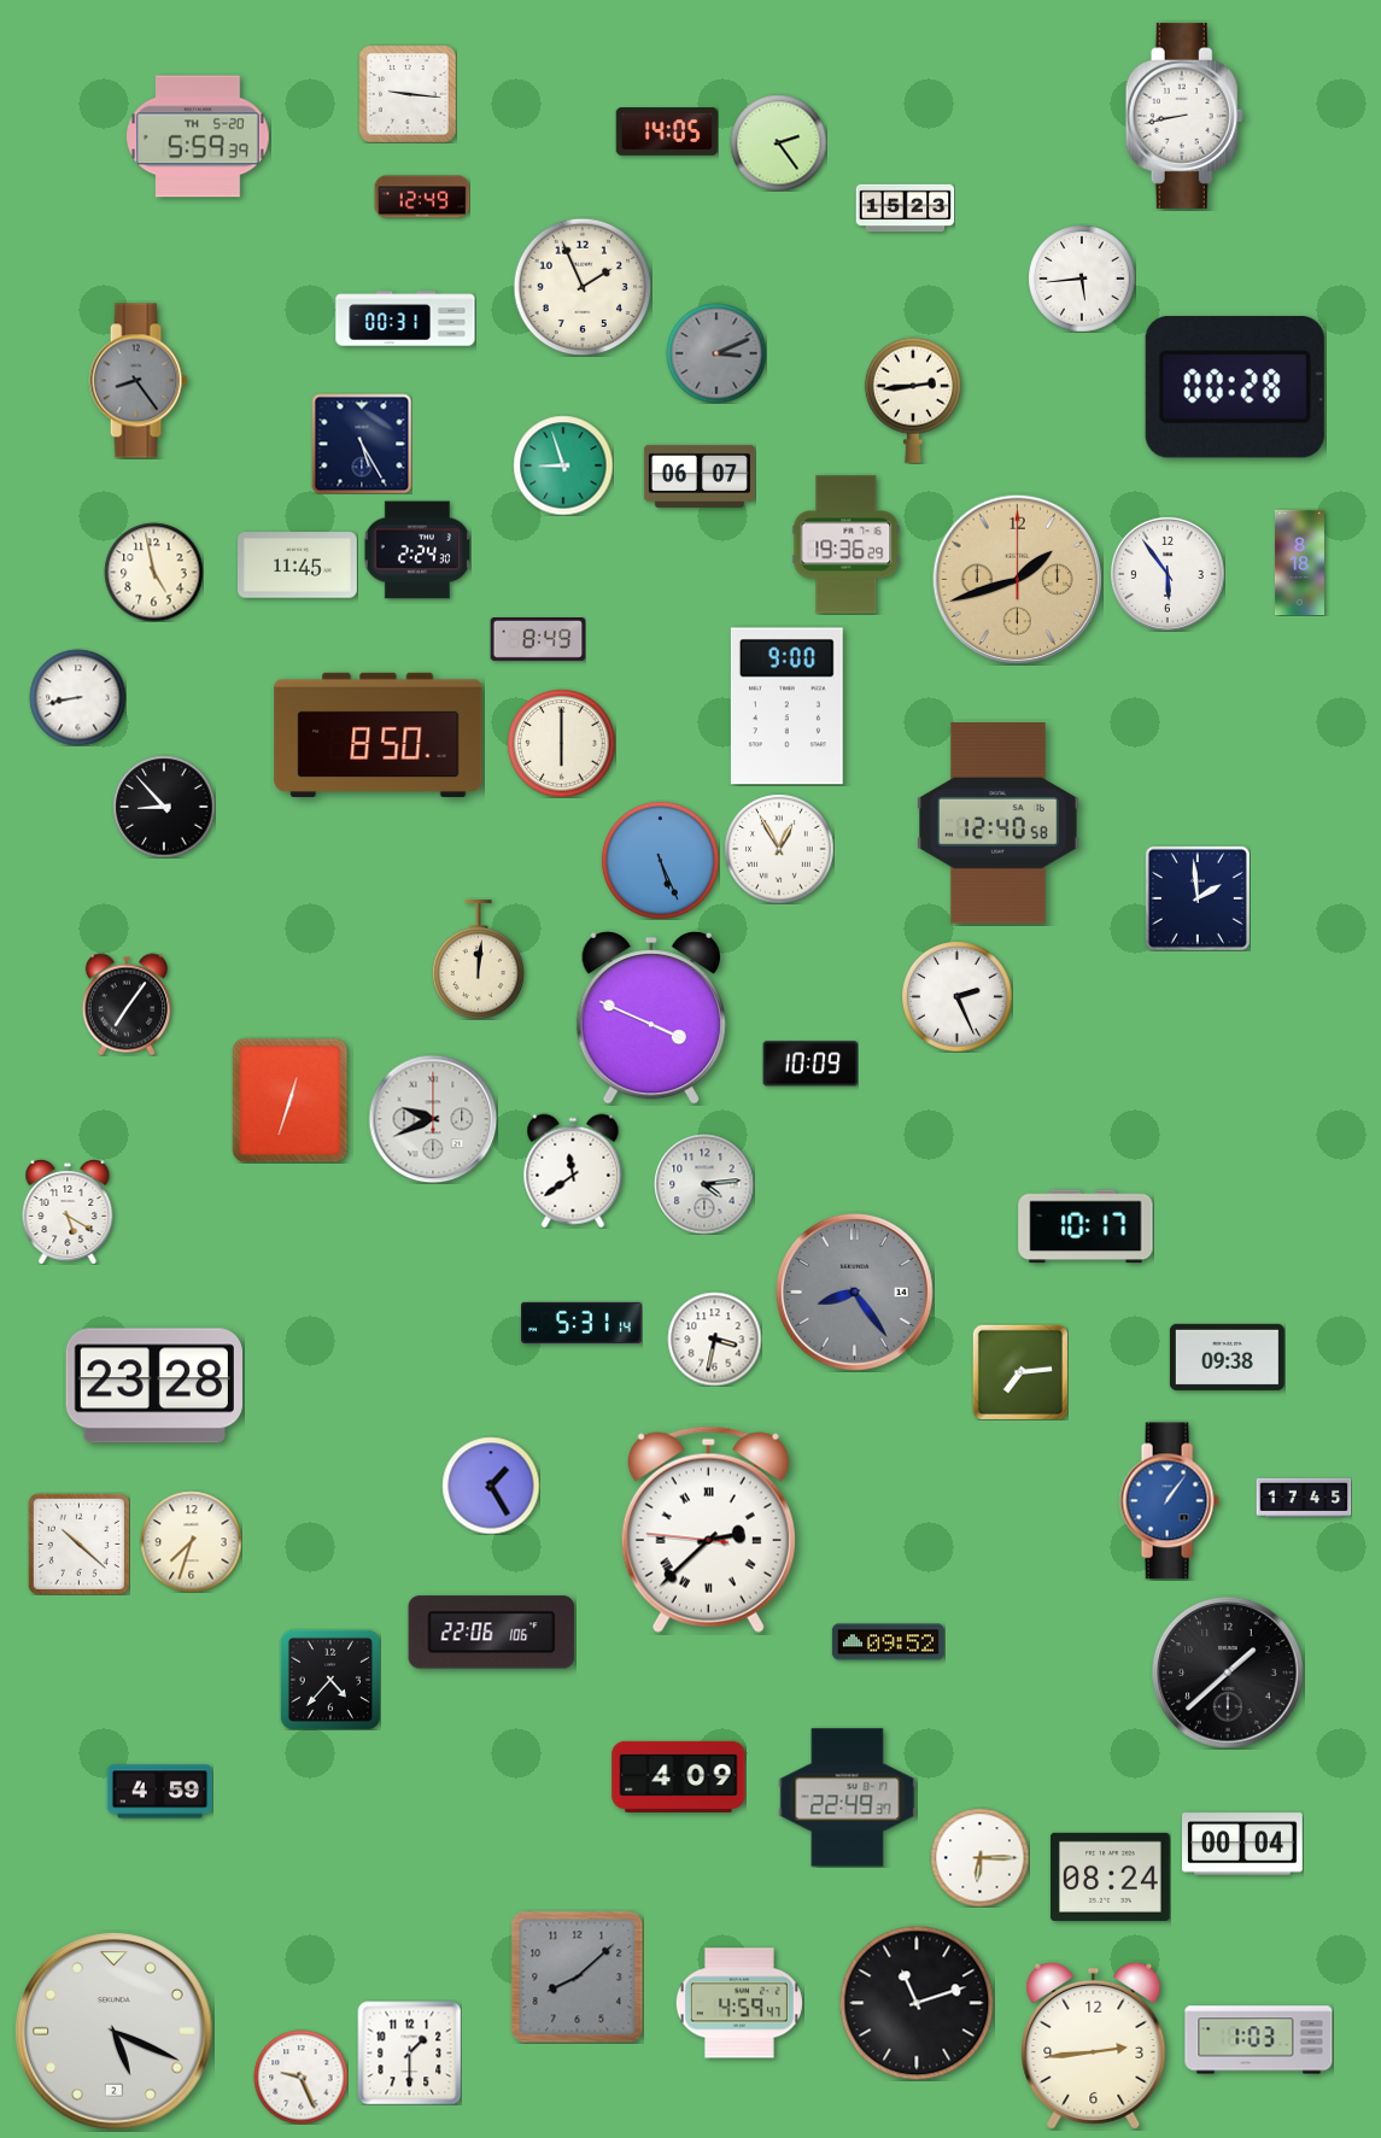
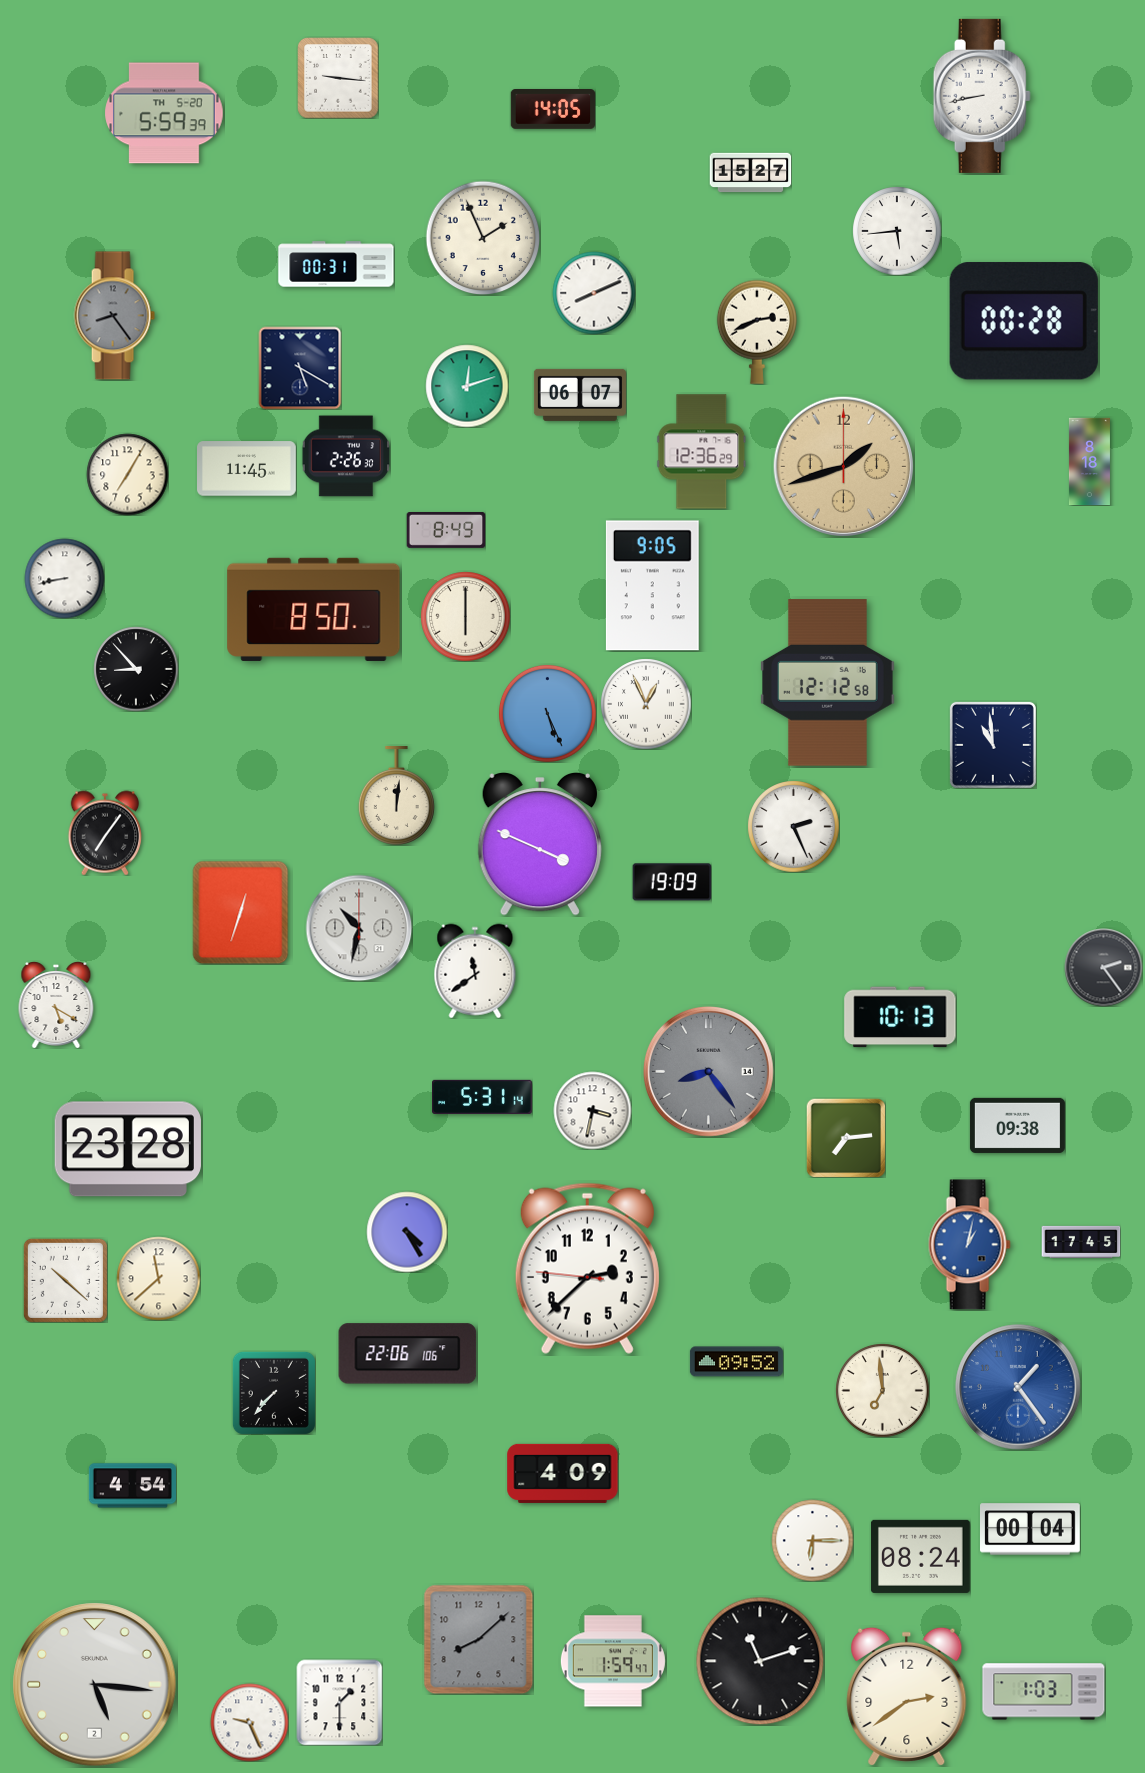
clock at (778, 142): 2:24 -> none
clock at (422, 197): 12:49 -> none
clock at (905, 209): 15:23 -> 15:27
clock at (716, 353): 3:11 -> 8:11
clock at (716, 353) dial: grey -> white
clock at (913, 400): 2:44 -> 2:41
clock at (362, 444): 5:25 -> 5:20
clock at (563, 465): 8:57 -> 12:12
clock at (847, 545): 19:36 -> 12:36
clock at (417, 550): 2:24 -> 2:26
clock at (1299, 562) position: (1299, 562) -> (1089, 461)
clock at (153, 572): 4:58 -> 7:05
clock at (1168, 574): 5:54 -> none
clock at (1017, 579) position: (1017, 579) -> (843, 466)
clock at (786, 707): 9:00 -> 9:05
clock at (999, 824): 12:40 -> 12:12
clock at (779, 849): 12:55 -> 12:56
clock at (1198, 898): 1:59 -> 10:59
clock at (811, 1064): 10:09 -> 19:09
clock at (433, 1119): 9:41 -> 10:32
clock at (1103, 967): none -> 2:24
clock at (704, 1184): 4:14 -> none
clock at (1086, 1226): 10:17 -> 10:13
clock at (491, 1486): 1:25 -> 4:25
clock at (1169, 1501): 1:06 -> 1:02
clock at (708, 1529) numerals: Roman -> Arabic
clock at (191, 1541): 7:33 -> 11:38
clock at (1228, 1673): 1:38 -> 1:24
clock at (1228, 1673) dial: black -> blue
clock at (883, 1391): none -> 6:59
clock at (330, 1680): 4:37 -> 7:37
clock at (159, 1792): 4:59 -> 4:54
clock at (848, 1798): 22:49 -> none
clock at (739, 2003): 4:59 -> 1:59
clock at (115, 2032): 5:19 -> 5:16
clock at (1094, 2045): 2:44 -> 2:39
